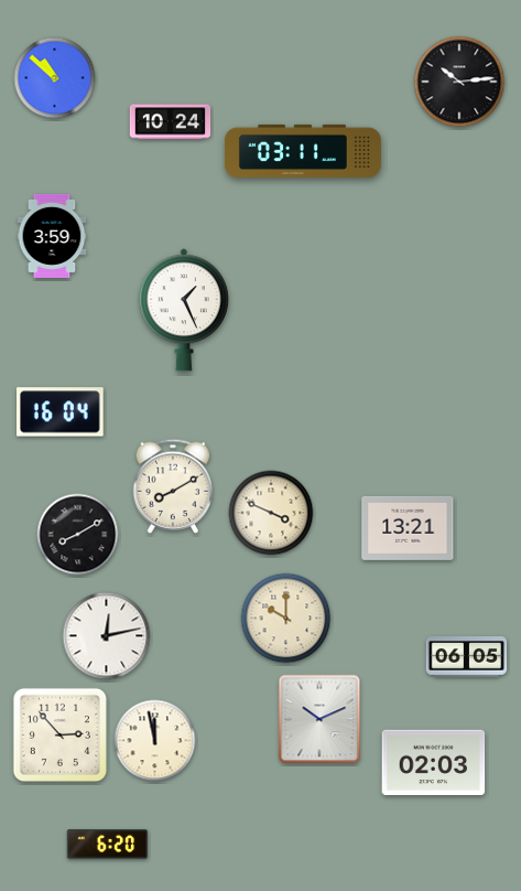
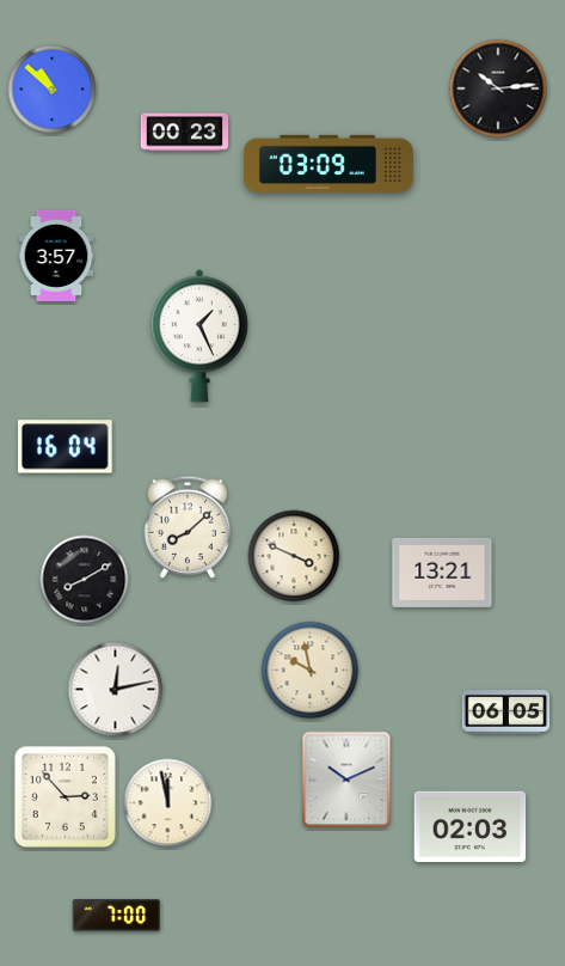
clock at (55, 78) position: (55, 78) -> (53, 90)
clock at (171, 122): 10:24 -> 00:23
clock at (303, 151): 03:11 -> 03:09
clock at (52, 236): 3:59 -> 3:57
clock at (173, 486): 8:10 -> 8:08
clock at (286, 619): 10:00 -> 9:58
clock at (108, 845): 6:20 -> 7:00
